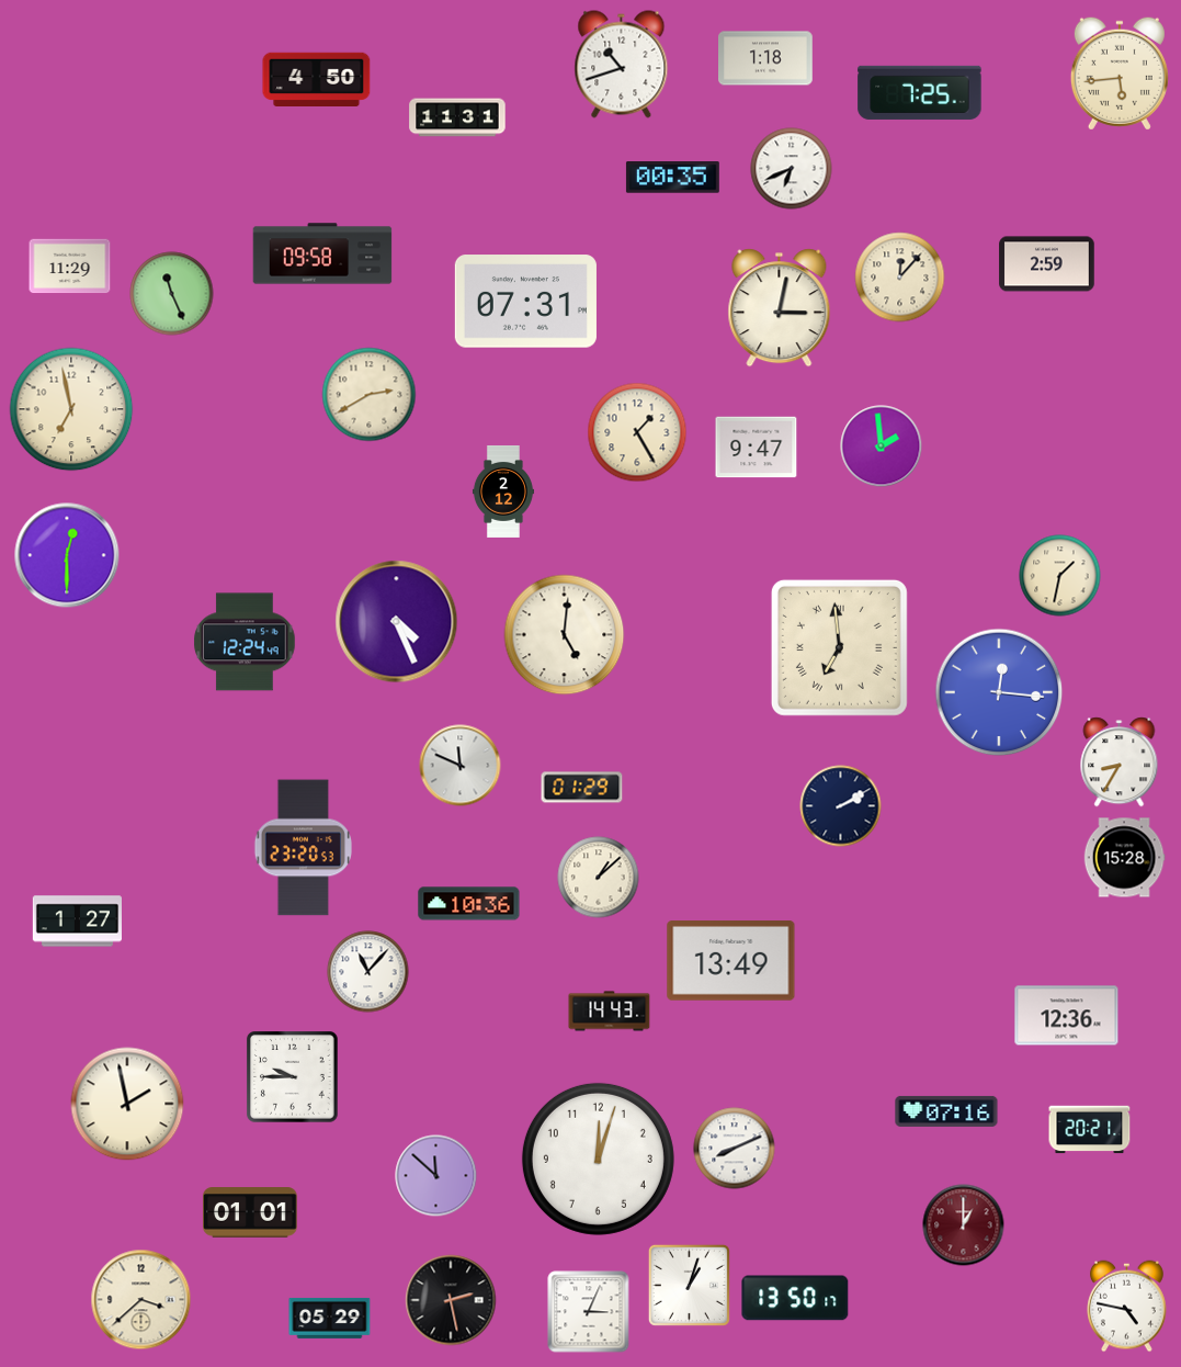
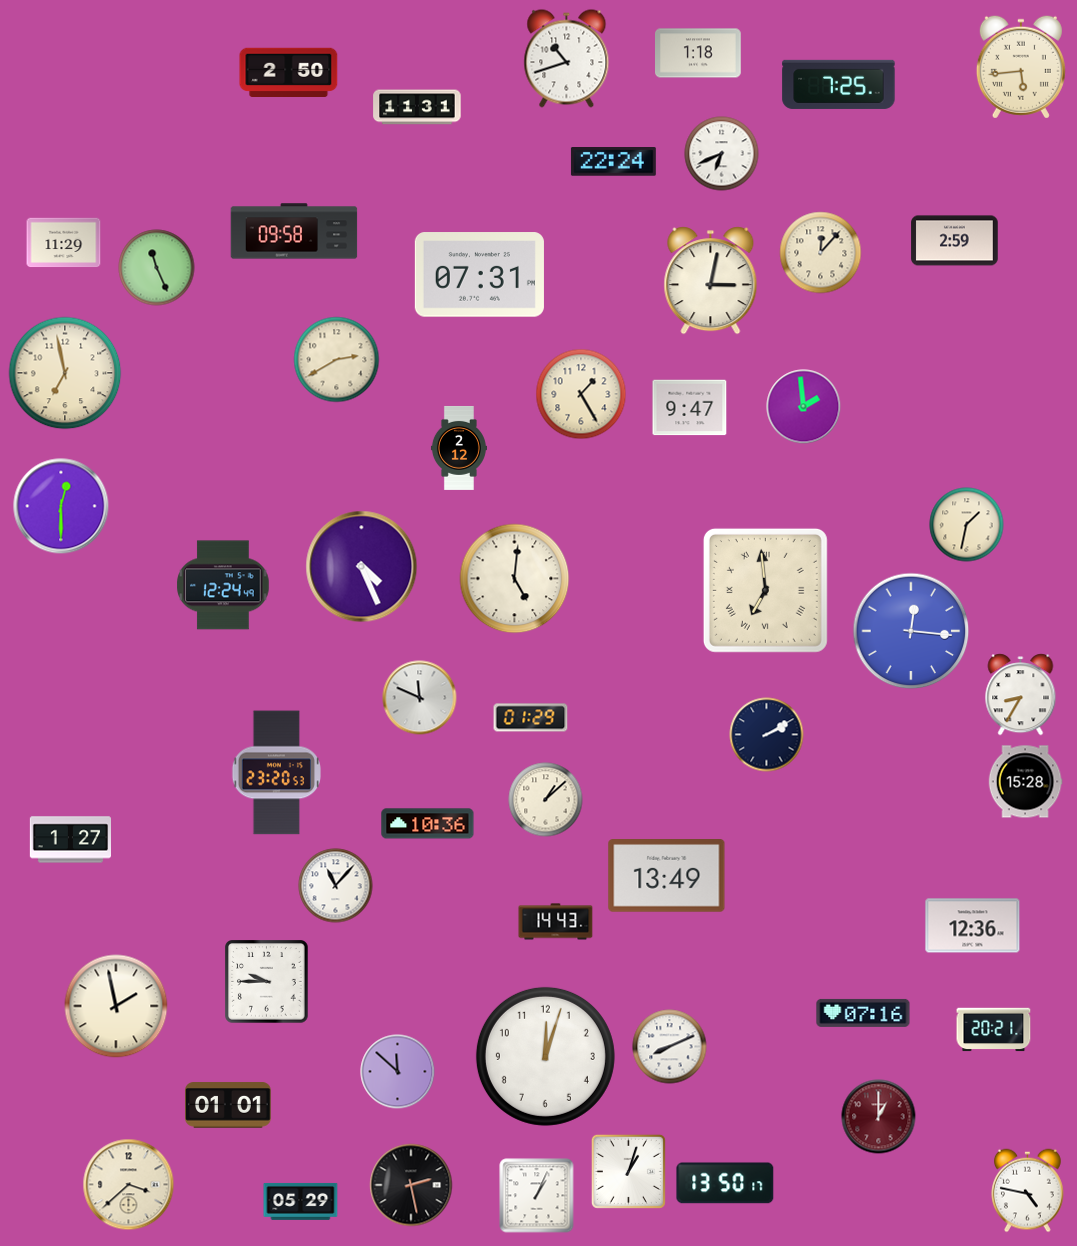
clock at (317, 79): 4:50 -> 2:50
clock at (672, 178): 00:35 -> 22:24
clock at (589, 1312): 3:04 -> 1:04
